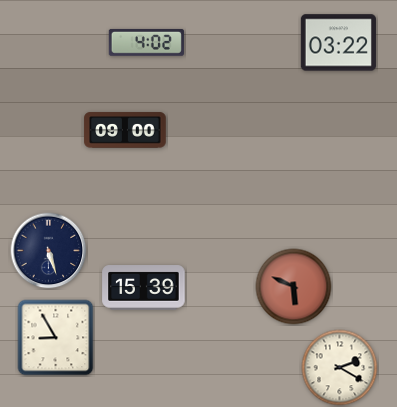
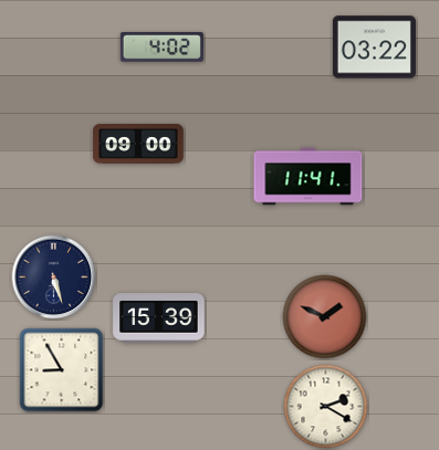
clock at (309, 177): none -> 11:41
clock at (294, 287): 5:49 -> 1:49
clock at (56, 338) position: (56, 338) -> (62, 370)
clock at (340, 368) position: (340, 368) -> (326, 407)
